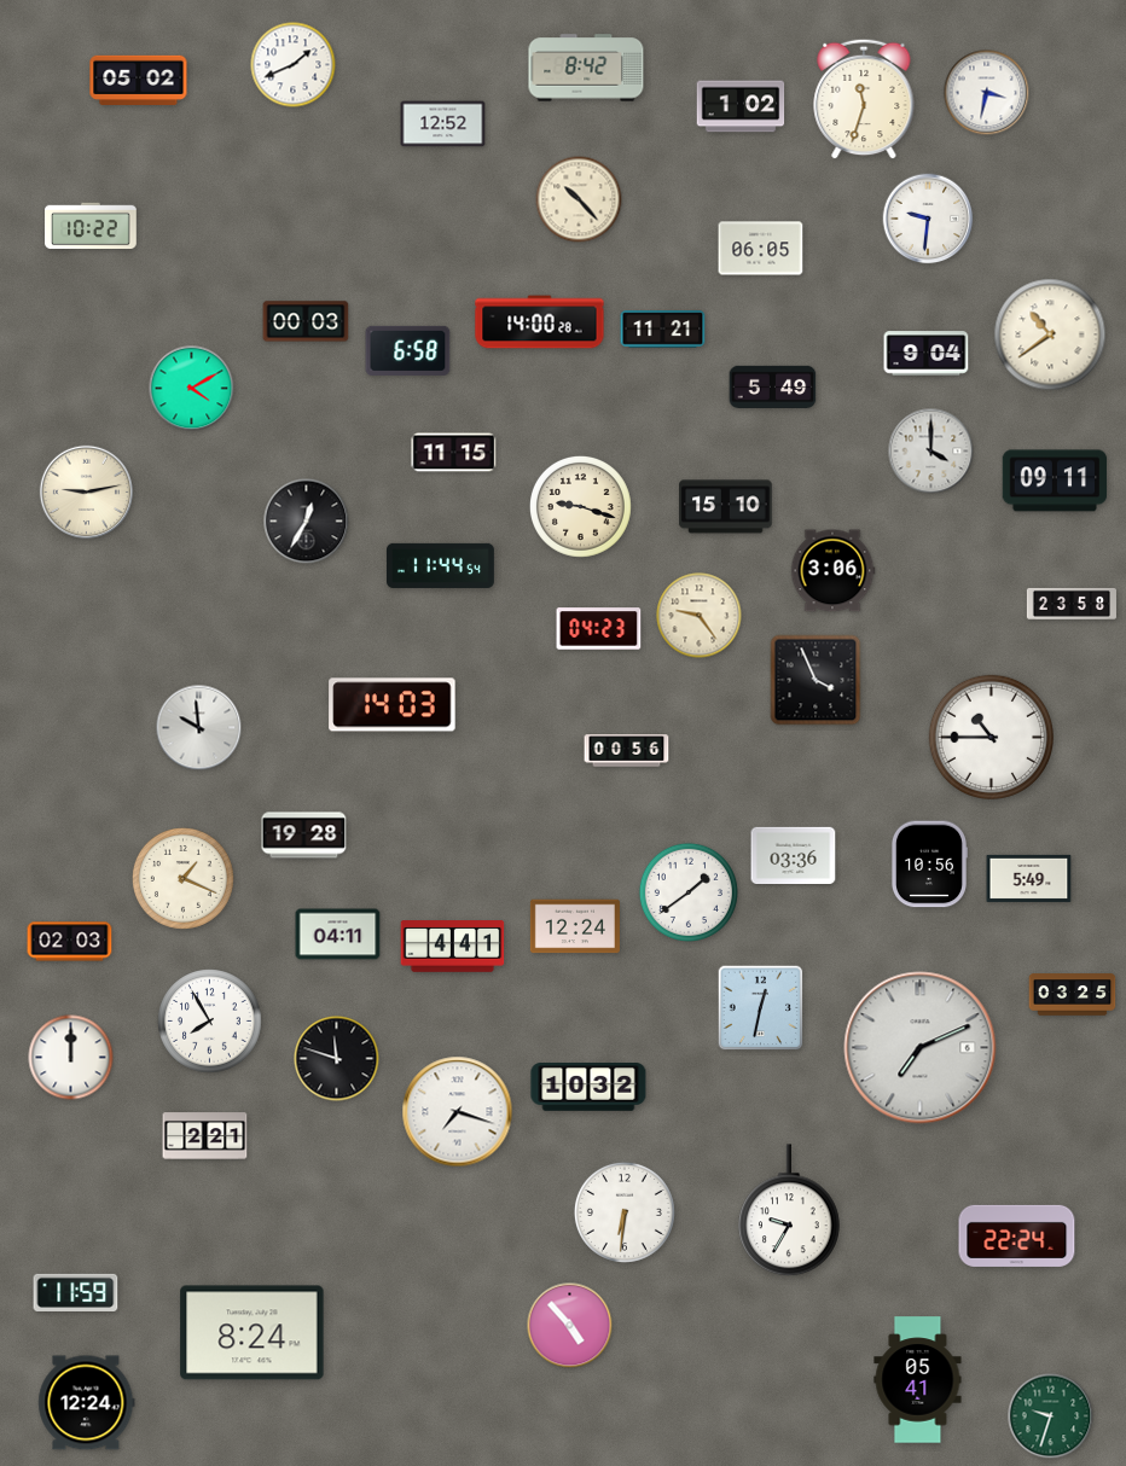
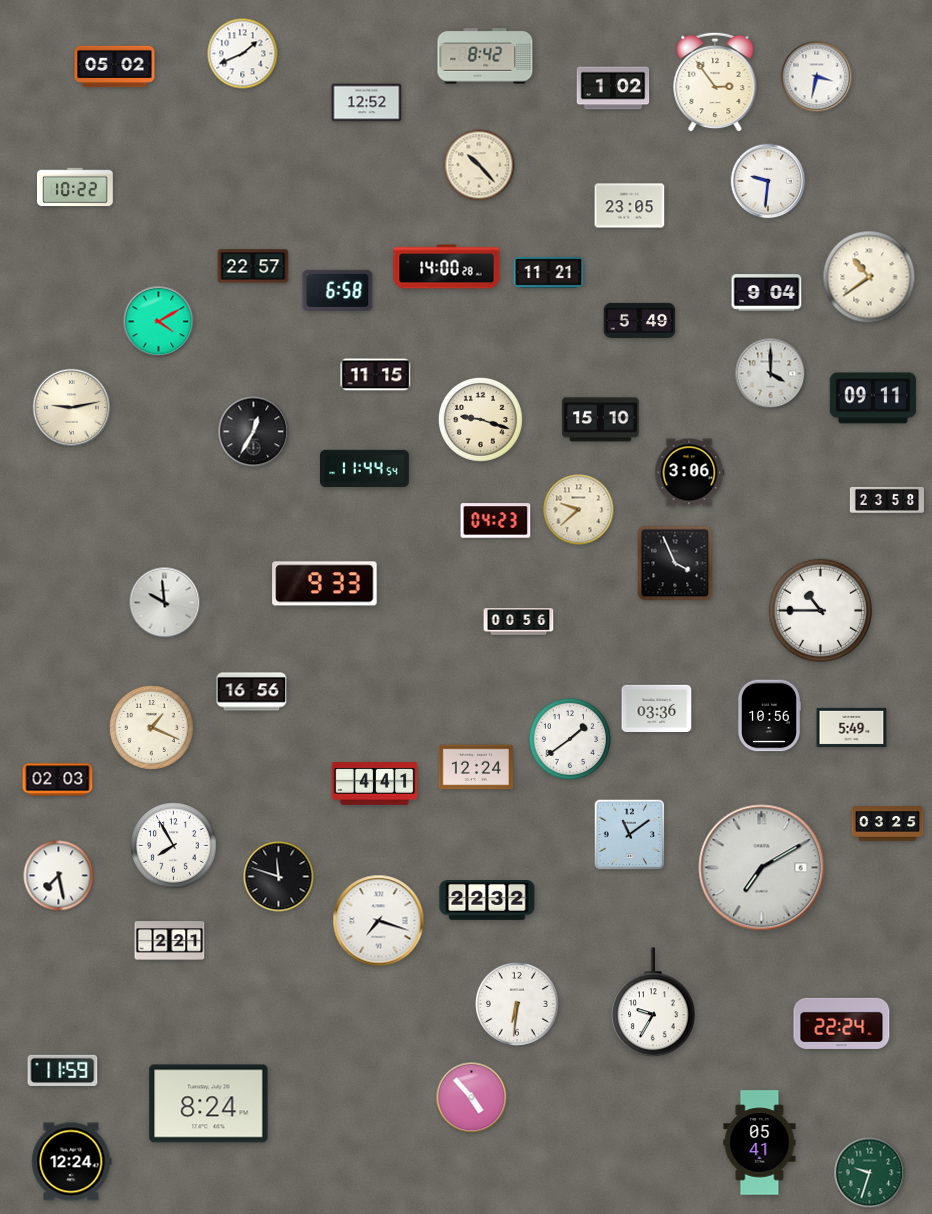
clock at (864, 99): 11:33 -> 2:54
clock at (761, 249): 06:05 -> 23:05
clock at (306, 321): 00:03 -> 22:57
clock at (700, 616): 9:24 -> 9:38
clock at (393, 705): 14:03 -> 9:33
clock at (304, 836): 19:28 -> 16:56
clock at (338, 935): 04:11 -> none
clock at (761, 1008): 12:32 -> 11:09
clock at (921, 1048): 7:11 -> 7:10
clock at (71, 1058): 12:00 -> 7:28
clock at (588, 1088): 10:32 -> 22:32
